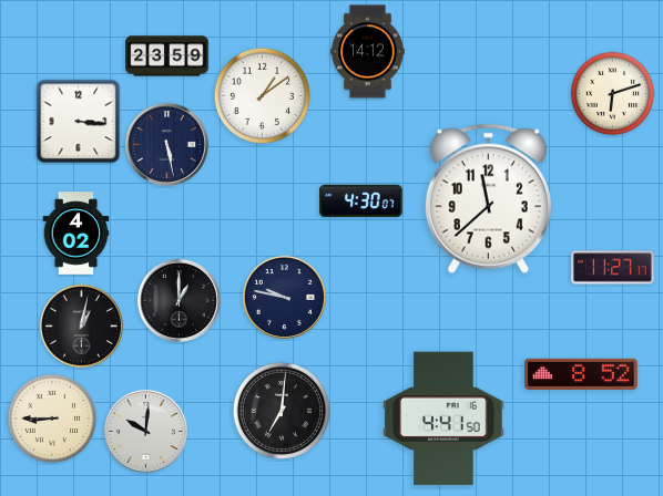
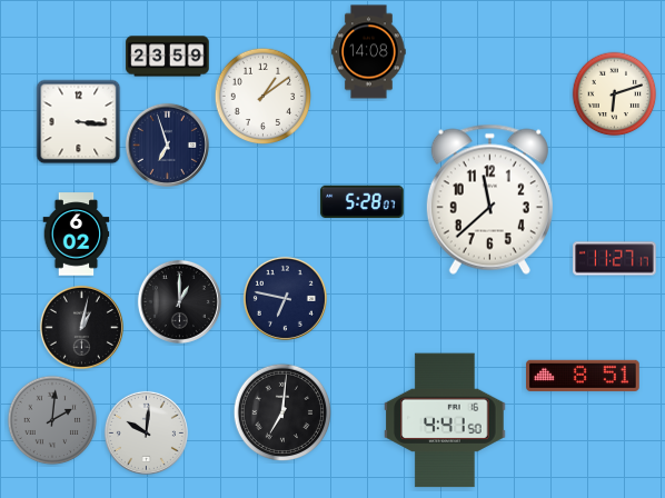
clock at (368, 52): 14:12 -> 14:08
clock at (166, 144): 5:28 -> 6:57
clock at (361, 201): 4:30 -> 5:28
clock at (76, 234): 4:02 -> 6:02
clock at (613, 268) position: (613, 268) -> (615, 259)
clock at (284, 297): 9:47 -> 6:47
clock at (581, 374): 8:52 -> 8:51
clock at (52, 418): 8:45 -> 2:01
clock at (52, 418) dial: cream -> grey
